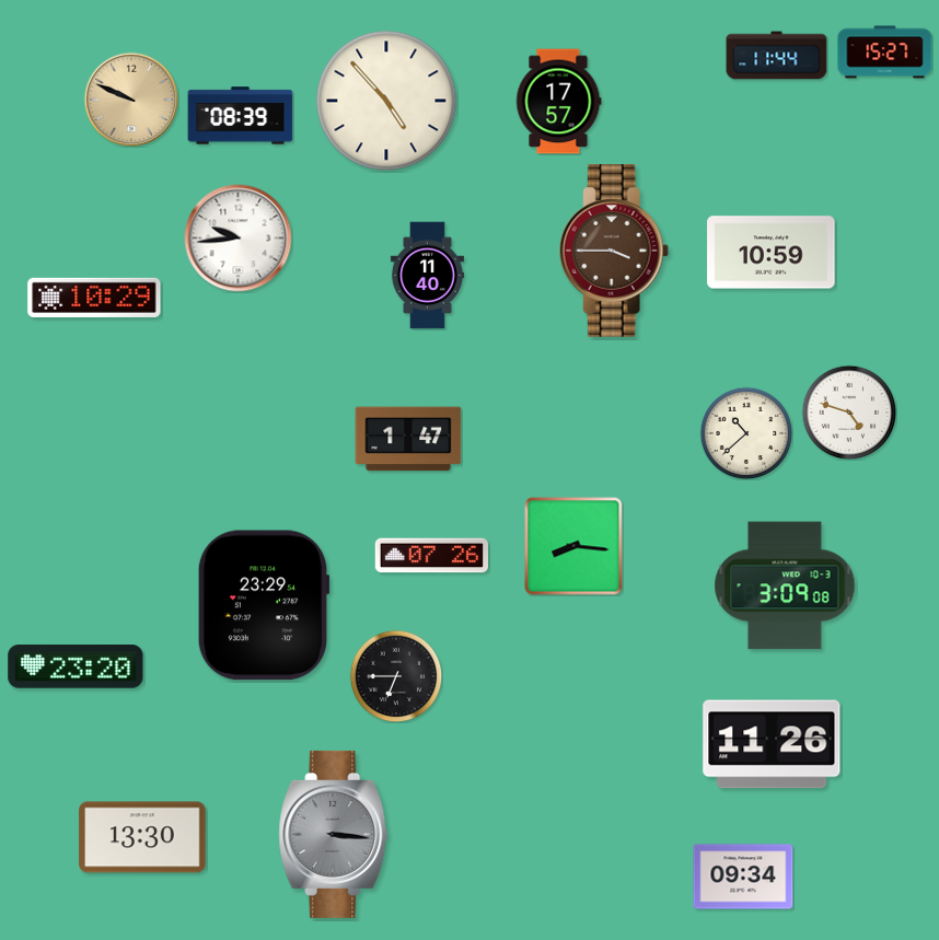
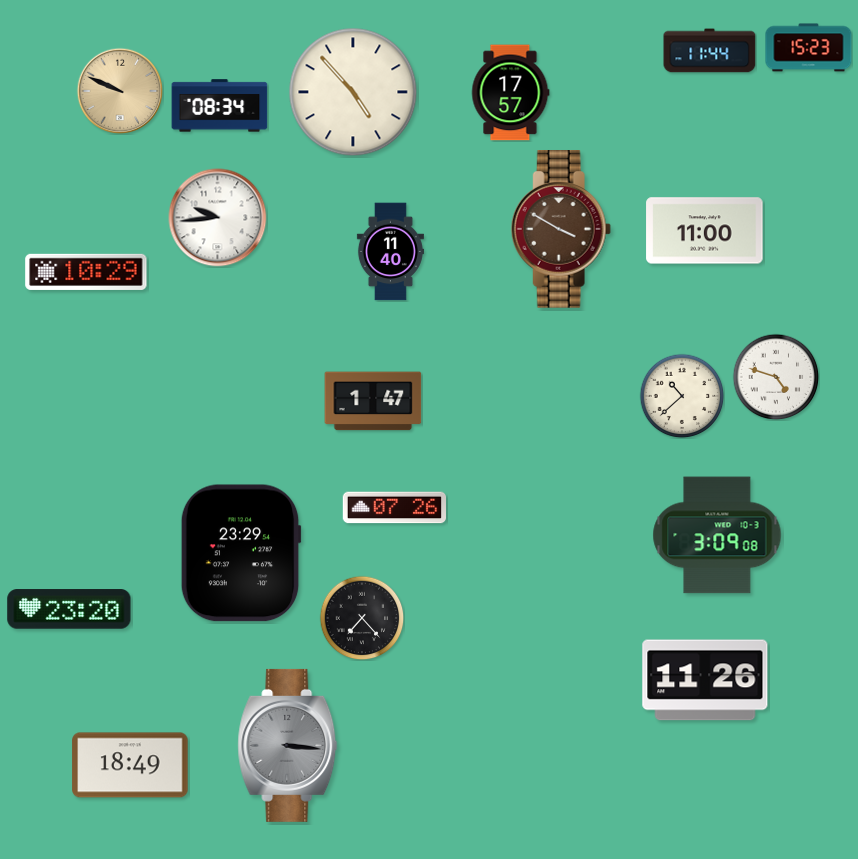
clock at (885, 53): 15:27 -> 15:23
clock at (241, 116): 08:39 -> 08:34
clock at (614, 252): 3:45 -> 3:50
clock at (772, 253): 10:59 -> 11:00
clock at (573, 546): 8:16 -> none
clock at (396, 676): 6:45 -> 7:23
clock at (334, 834) position: (334, 834) -> (288, 745)
clock at (142, 837): 13:30 -> 18:49
clock at (743, 877): 09:34 -> none
